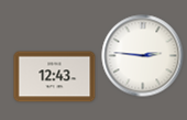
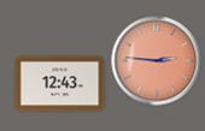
clock at (143, 56) dial: white -> salmon
